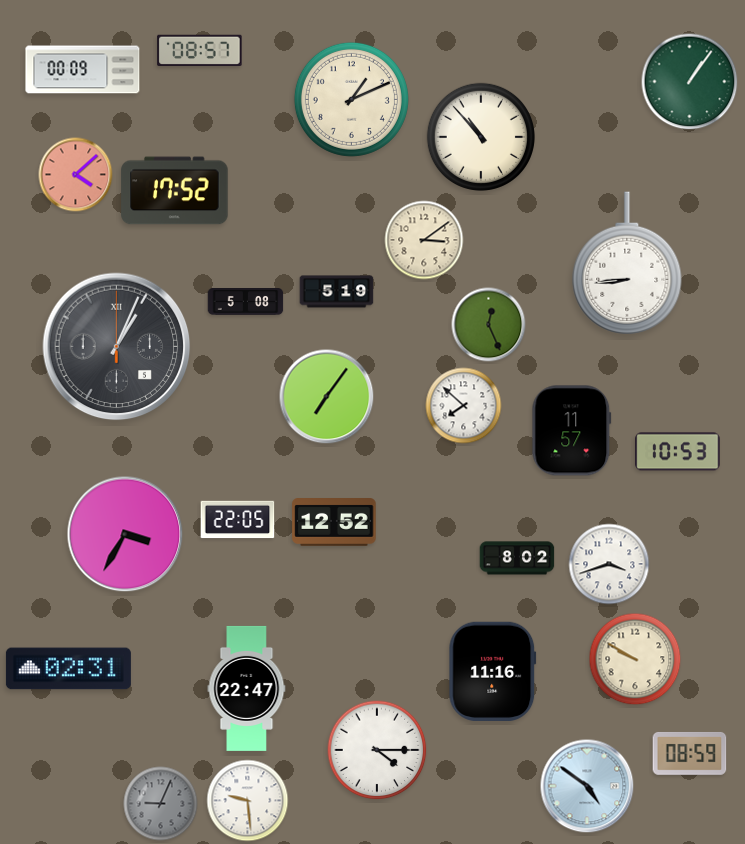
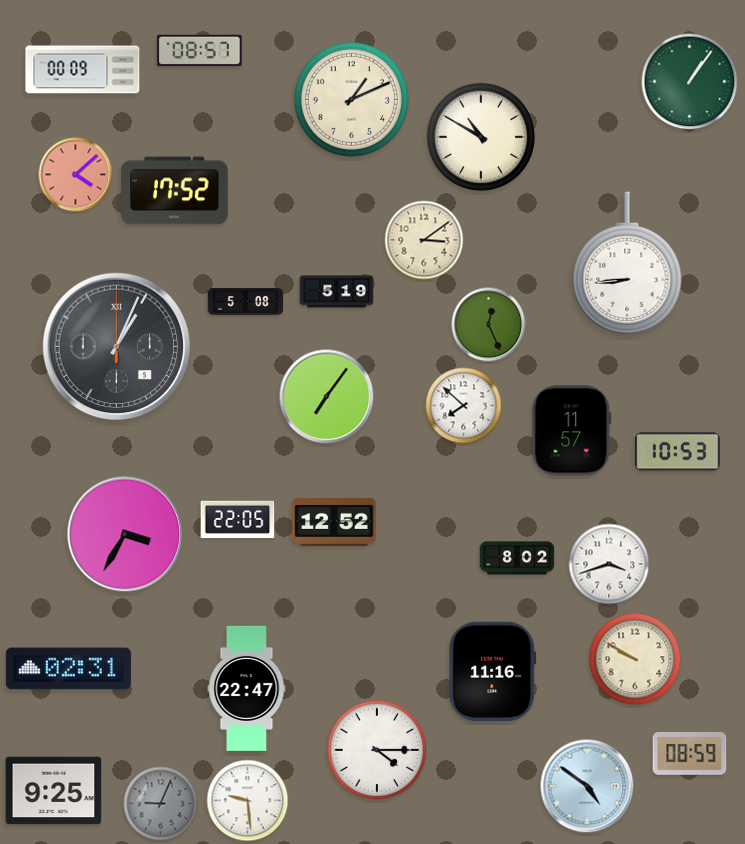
clock at (481, 137): 10:53 -> 10:50
clock at (54, 791): none -> 9:25
